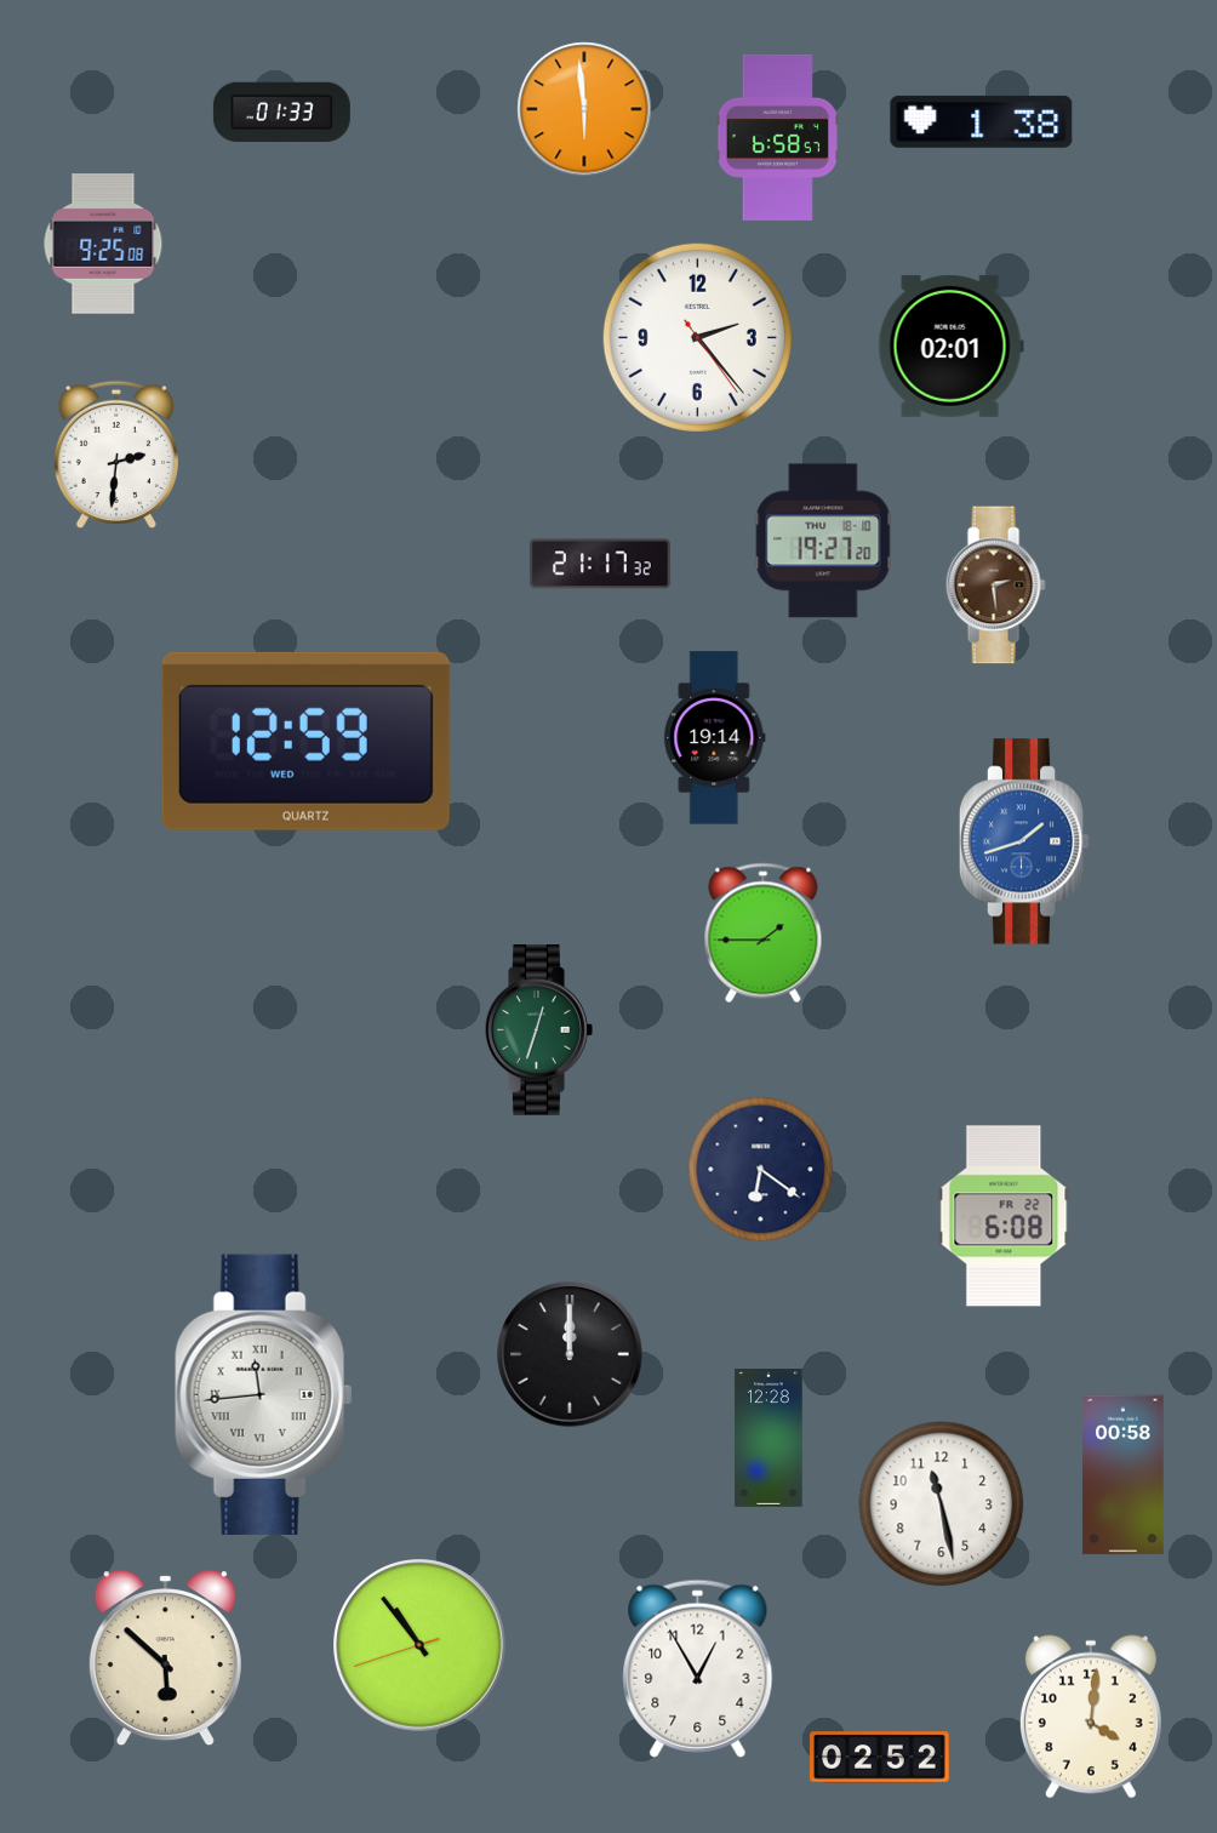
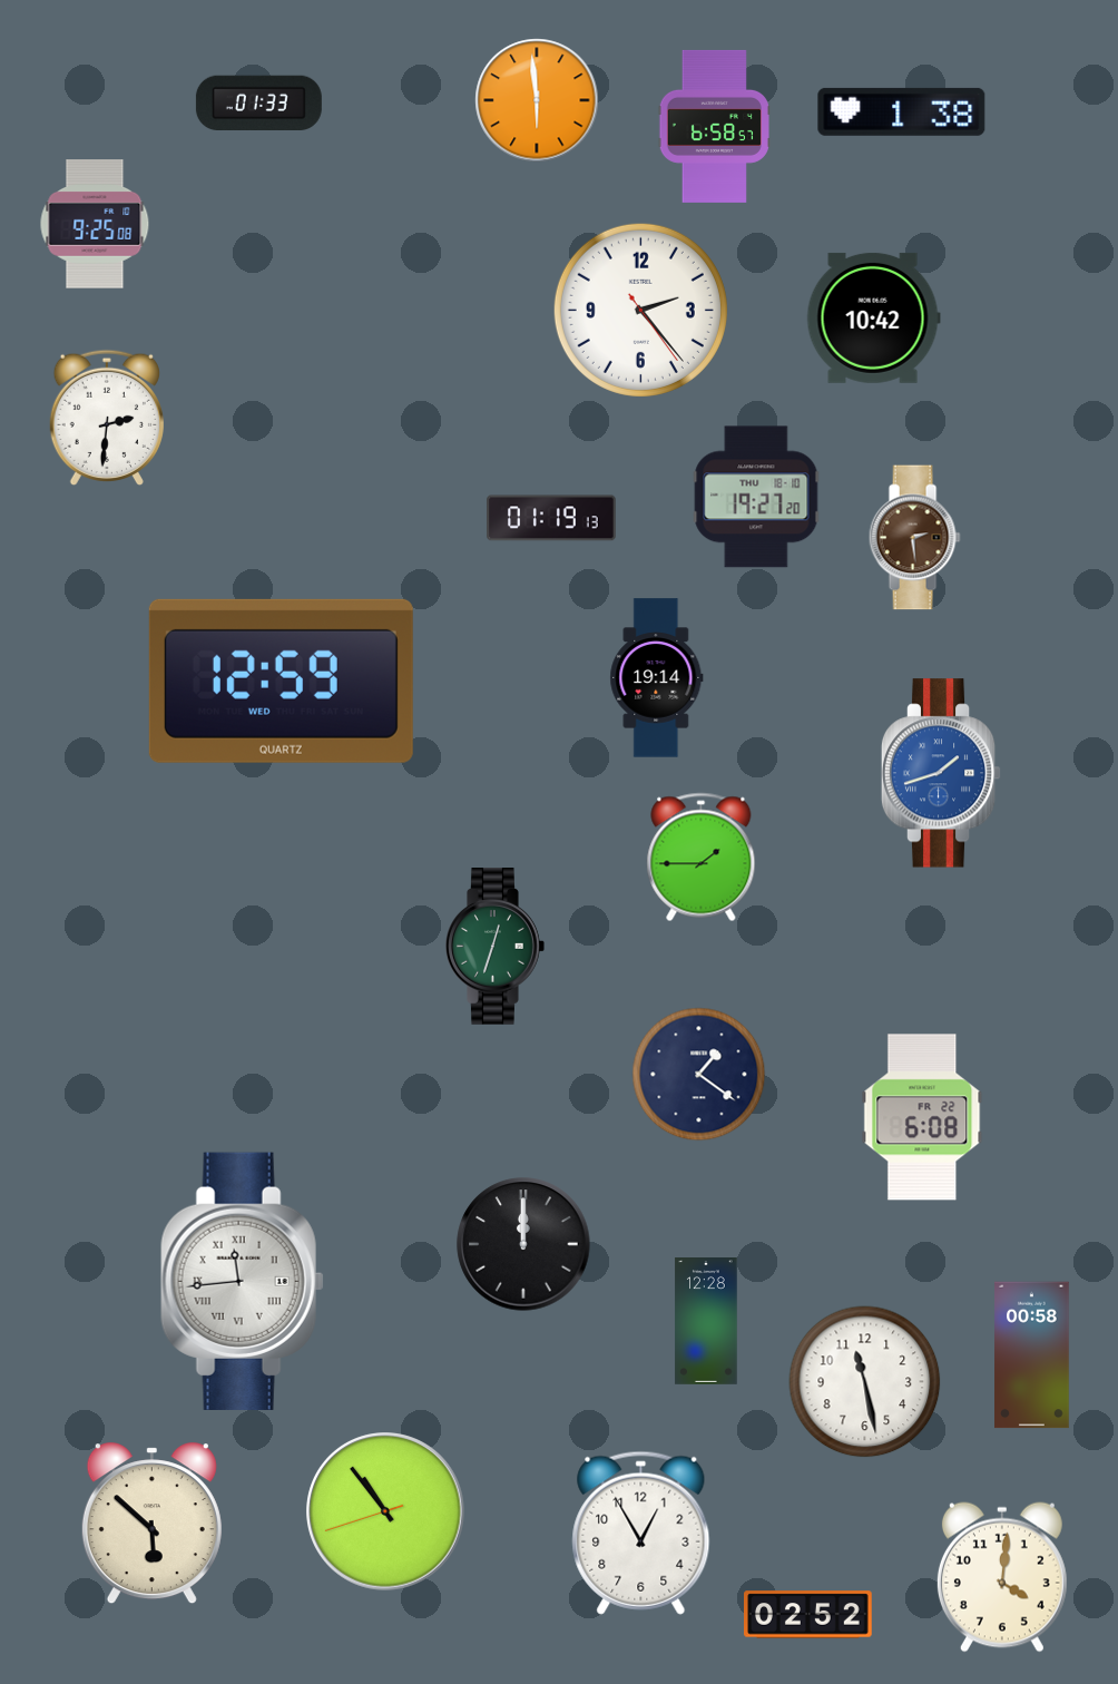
clock at (950, 346): 02:01 -> 10:42
clock at (600, 564): 21:17 -> 01:19
clock at (761, 1170): 6:21 -> 1:21
